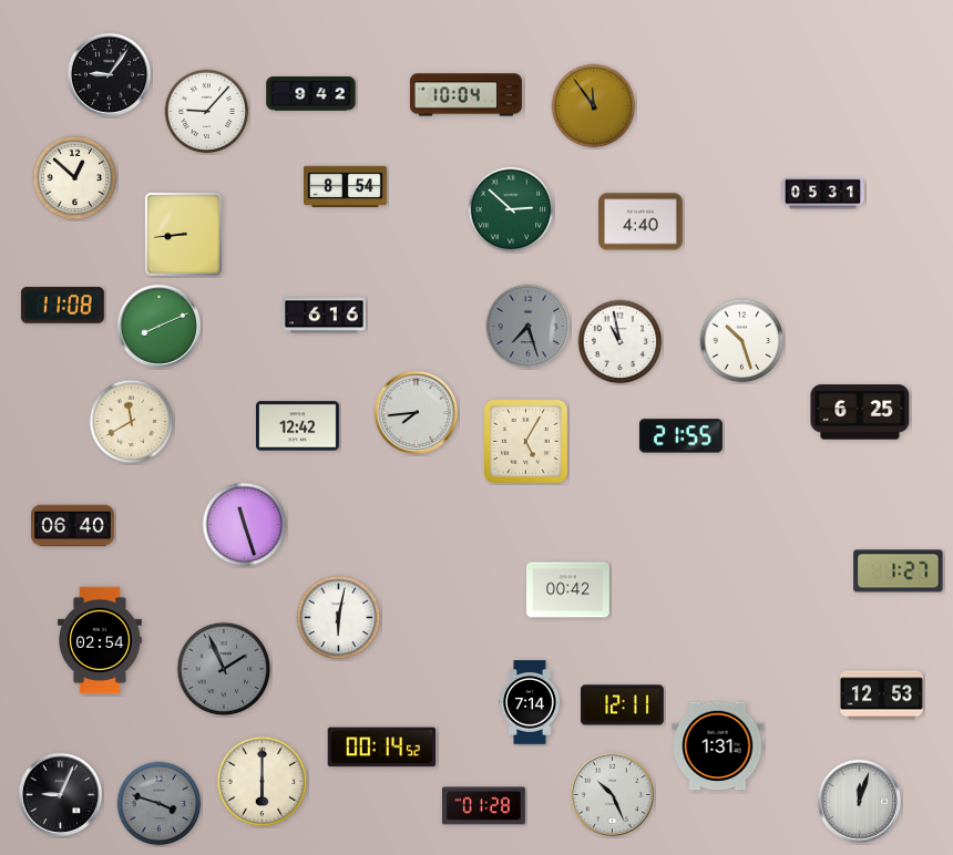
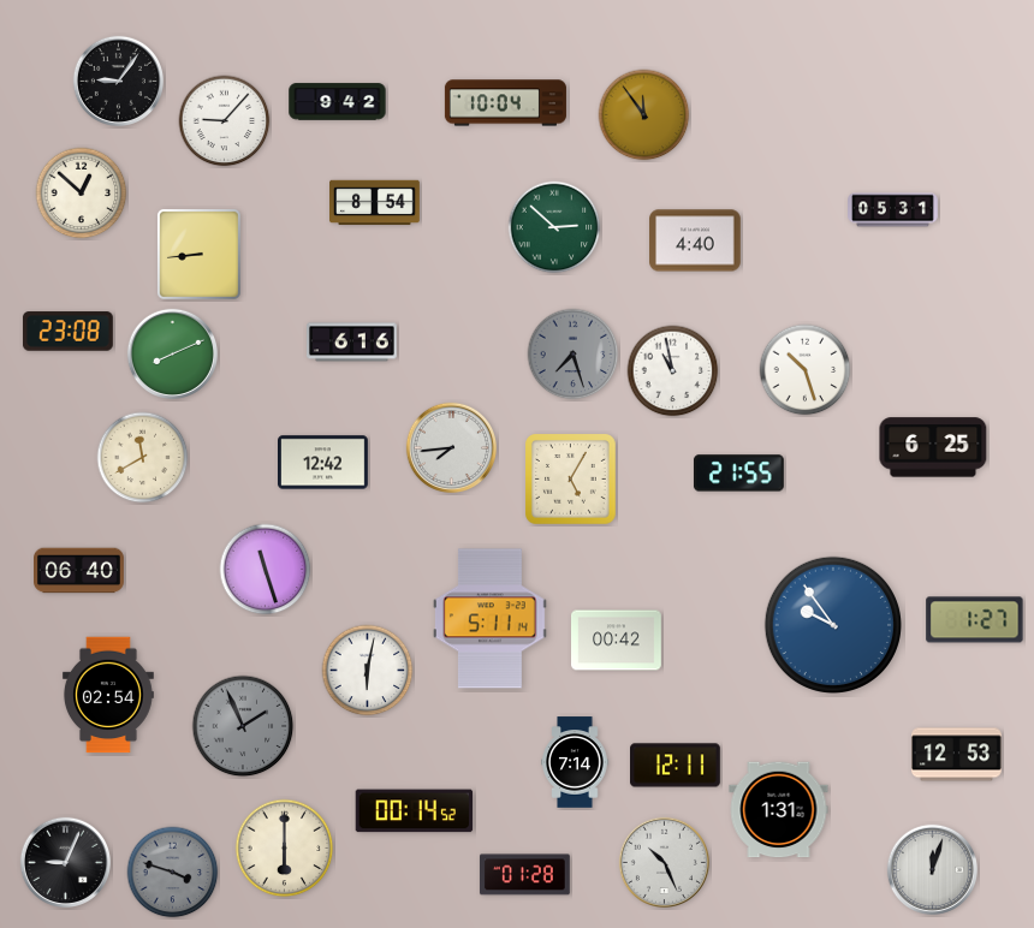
clock at (62, 306): 11:08 -> 23:08
clock at (489, 619): none -> 5:11
clock at (832, 624): none -> 9:54
